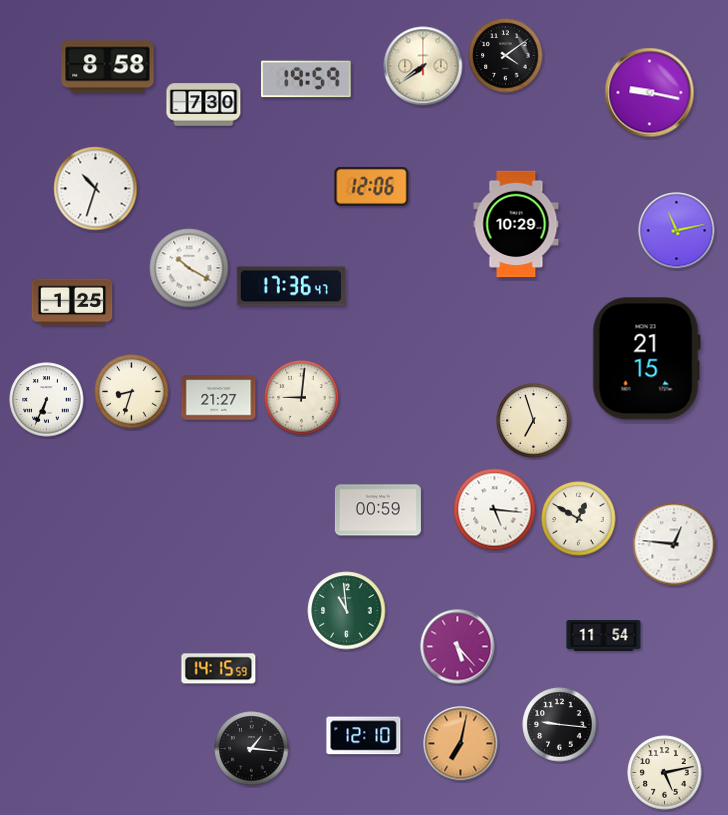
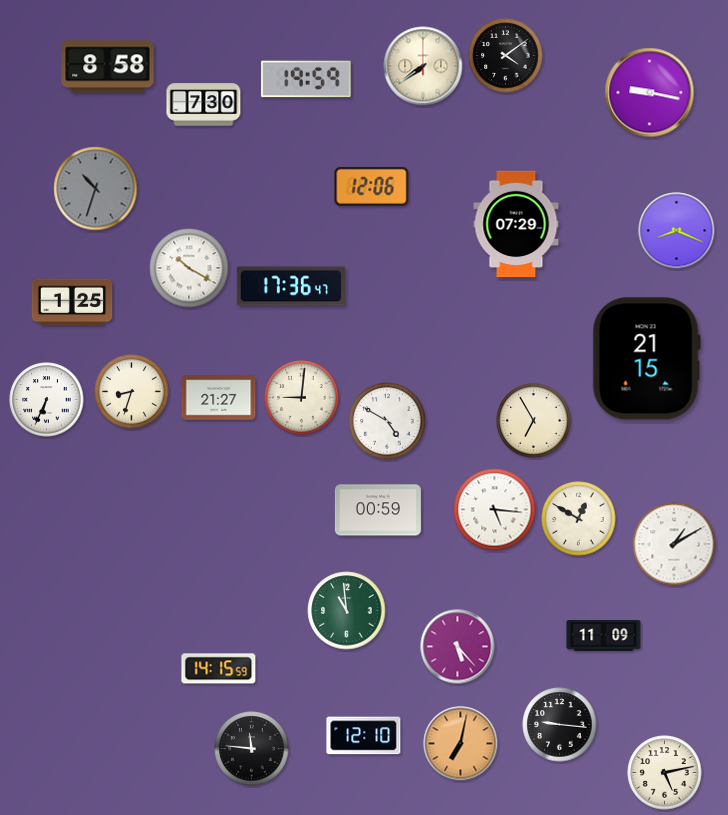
clock at (96, 189) dial: white -> grey
clock at (516, 224): 10:29 -> 07:29
clock at (677, 231): 11:13 -> 8:19
clock at (387, 421): none -> 4:50
clock at (534, 421): 6:57 -> 6:55
clock at (674, 544): 12:46 -> 1:10
clock at (604, 636): 11:54 -> 11:09
clock at (252, 749): 1:16 -> 11:46
